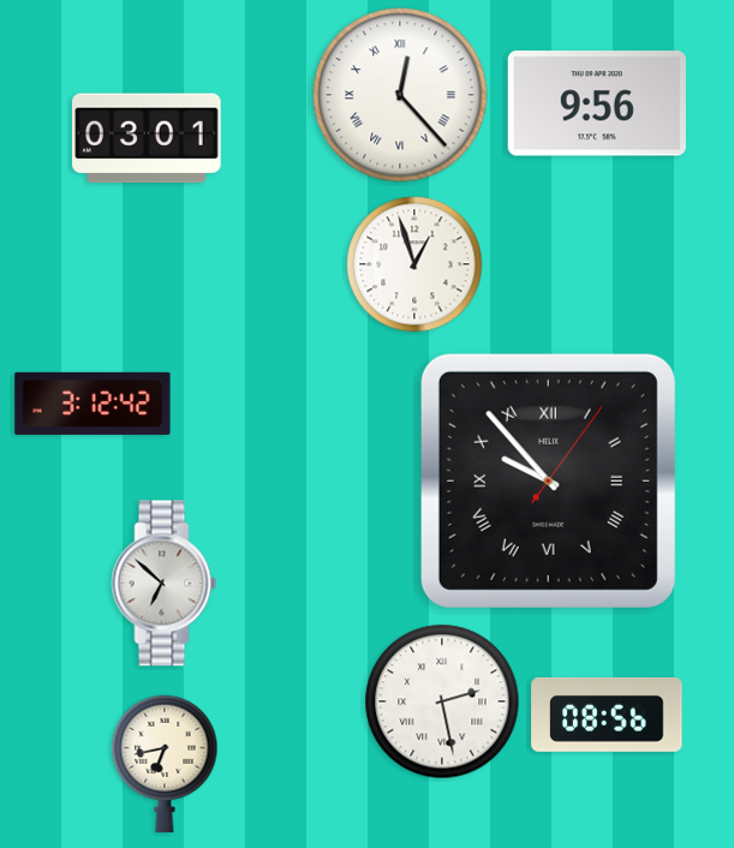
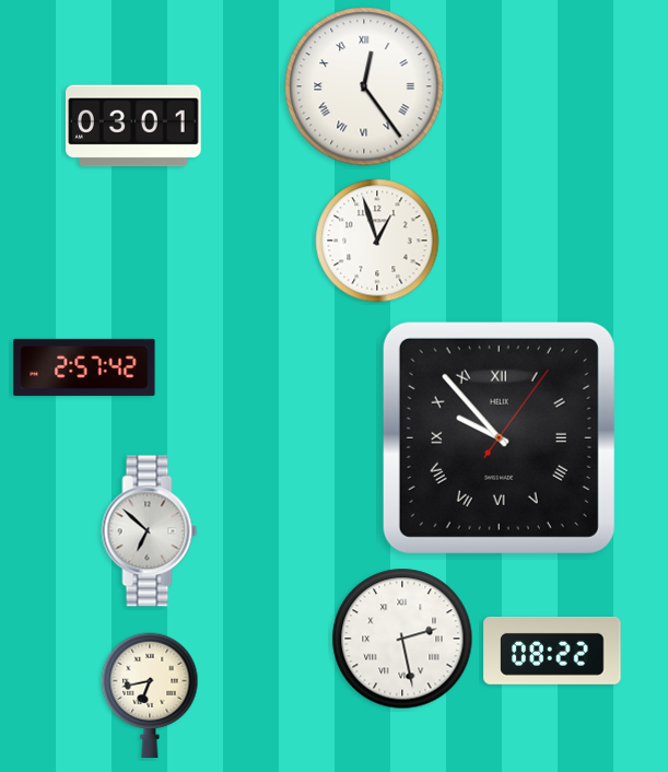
clock at (400, 95): 12:23 -> 12:24
clock at (597, 103): 9:56 -> none
clock at (93, 404): 3:12 -> 2:57
clock at (607, 715): 08:56 -> 08:22
